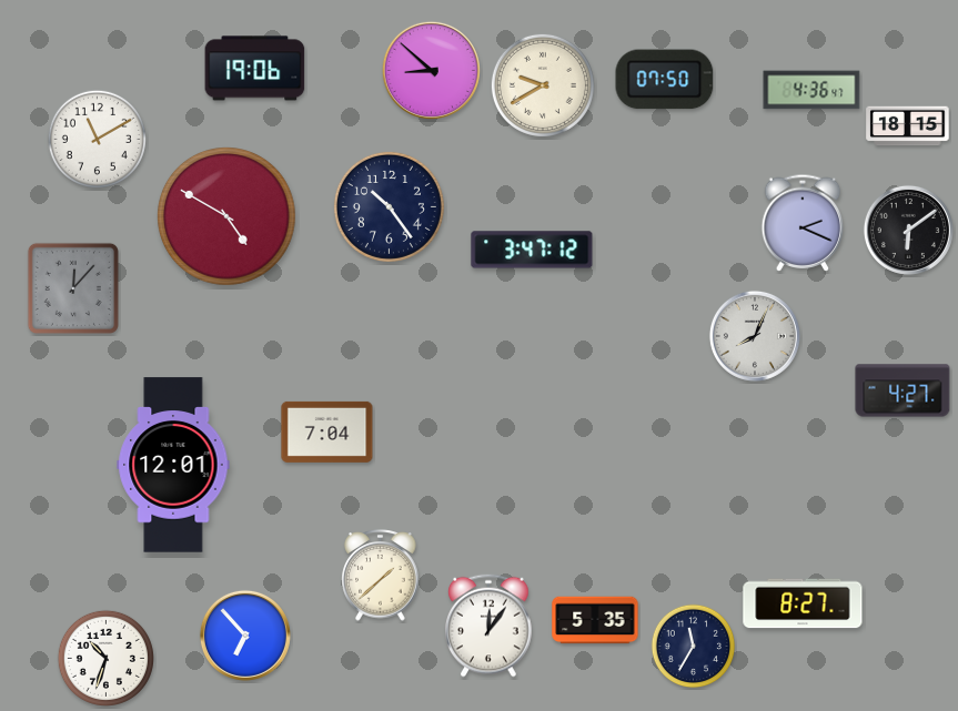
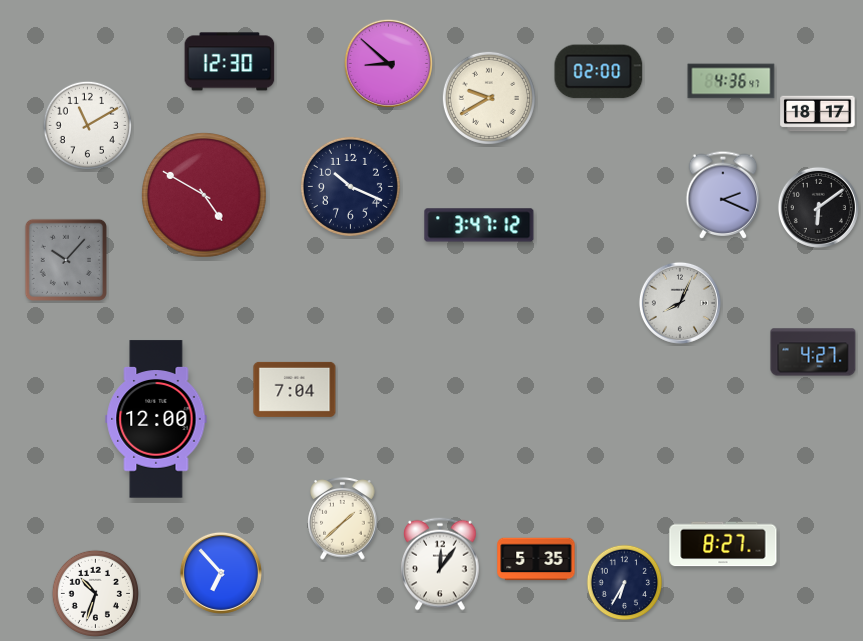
clock at (255, 69): 19:06 -> 12:30
clock at (665, 80): 07:50 -> 02:00
clock at (543, 85) position: (543, 85) -> (489, 98)
clock at (908, 126): 18:15 -> 18:17
clock at (389, 206): 10:24 -> 10:19
clock at (803, 223) position: (803, 223) -> (723, 195)
clock at (73, 288): 12:07 -> 10:07
clock at (173, 465): 12:01 -> 12:00
clock at (694, 647): 11:35 -> 6:35
